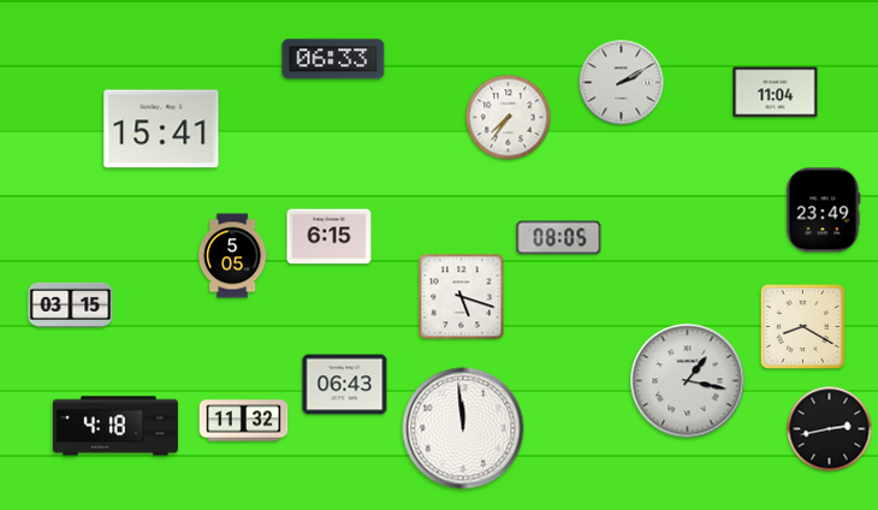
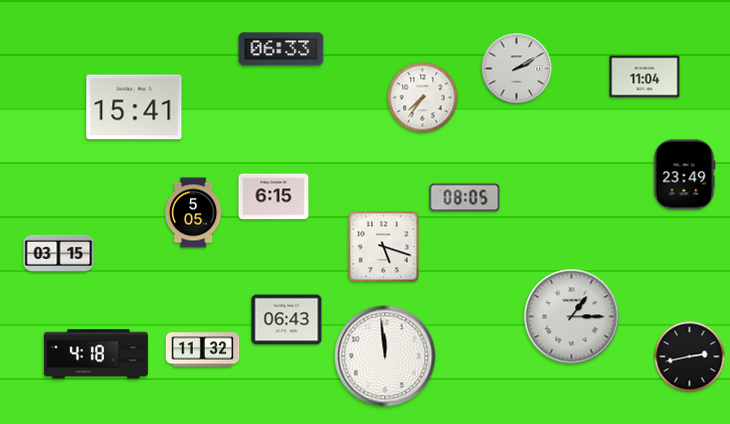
clock at (333, 59) position: (333, 59) -> (281, 49)
clock at (802, 326): 8:20 -> none
clock at (688, 381): 1:17 -> 1:15
